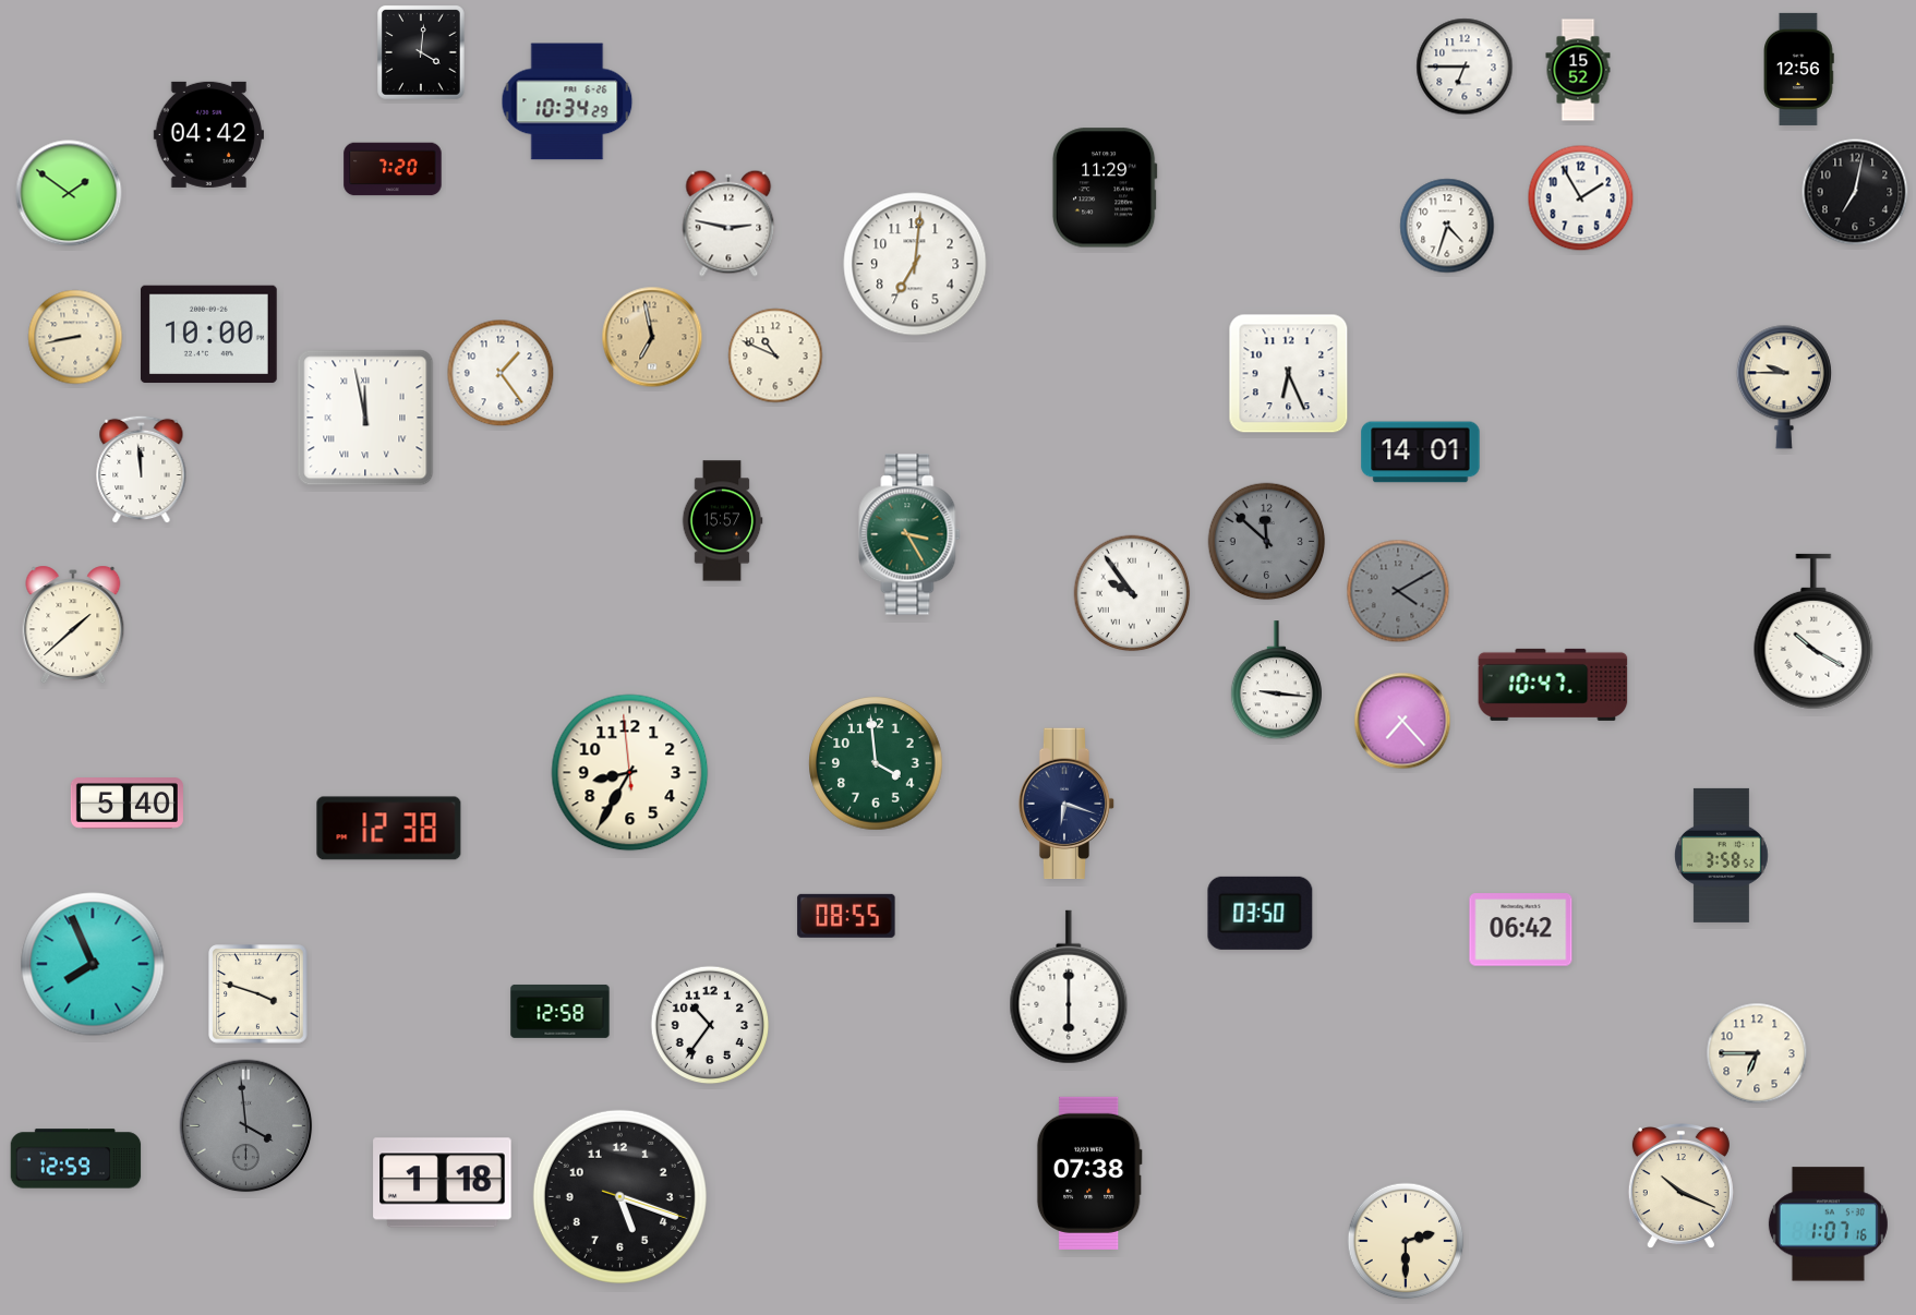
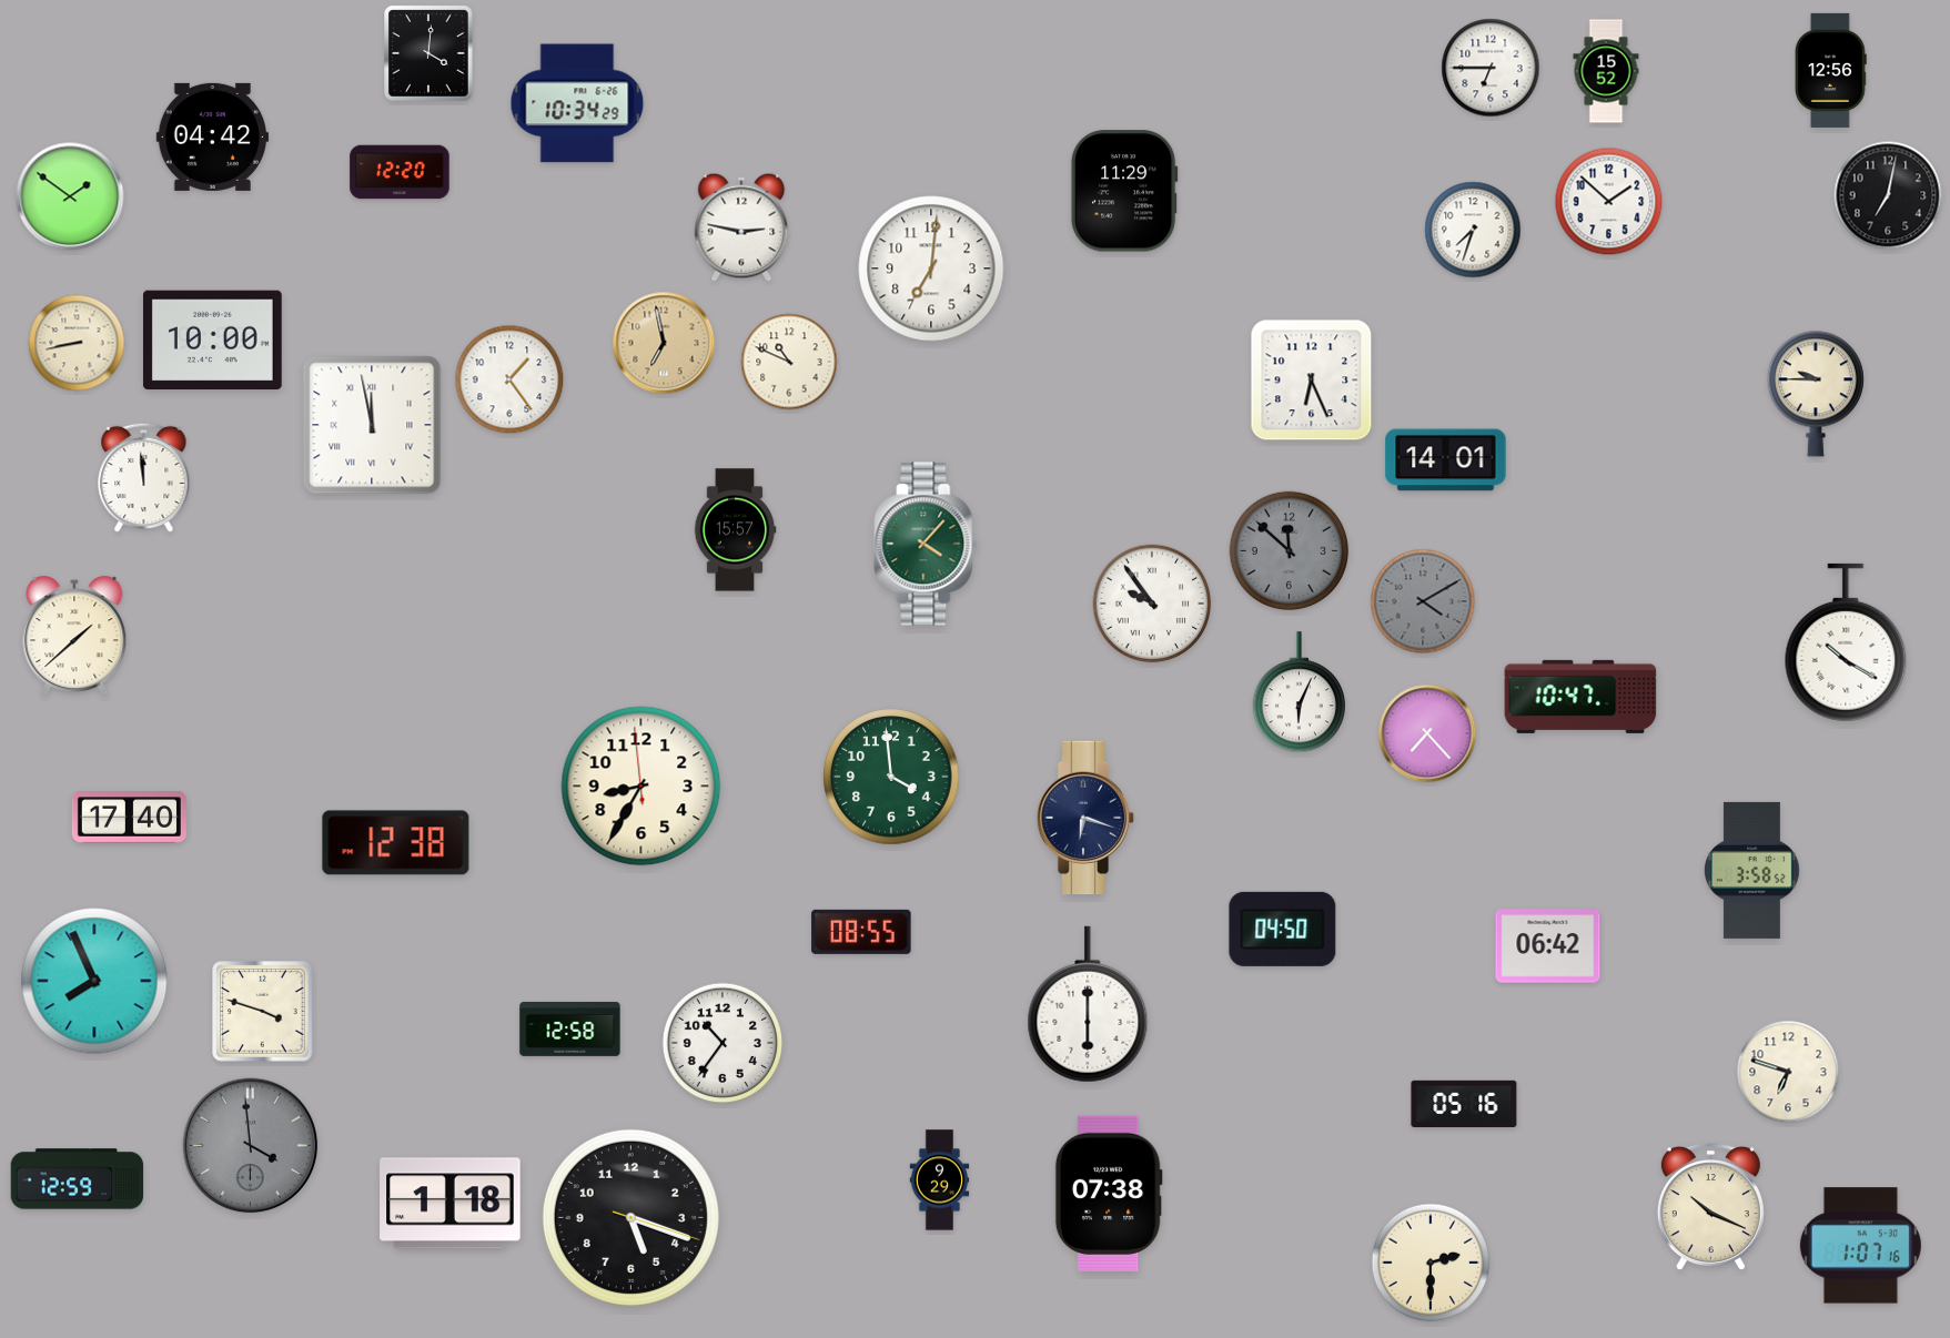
clock at (393, 169): 7:20 -> 12:20
clock at (1581, 198): 1:55 -> 1:52
clock at (1447, 226): 4:33 -> 7:33
clock at (909, 534): 3:25 -> 4:07
clock at (1276, 680): 9:16 -> 6:04
clock at (126, 804): 5:40 -> 17:40
clock at (1261, 913): 03:50 -> 04:50
clock at (1757, 1053): 6:45 -> 6:48
clock at (1464, 1103): none -> 05:16
clock at (940, 1180): none -> 9:29
